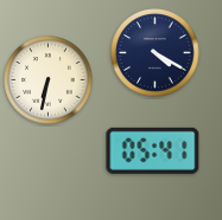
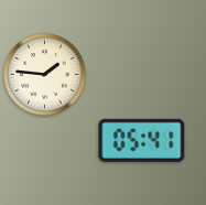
clock at (156, 53): 4:20 -> none
clock at (49, 80): 6:32 -> 1:46
